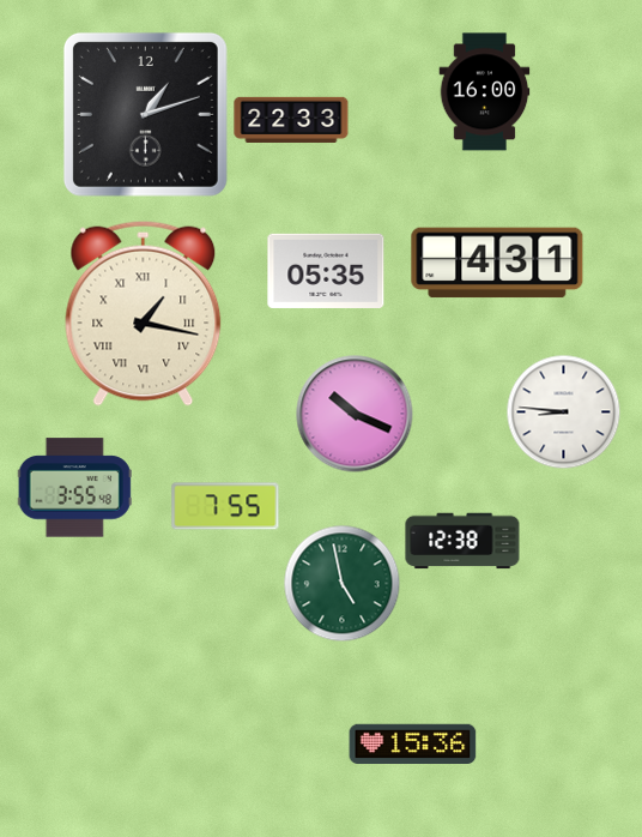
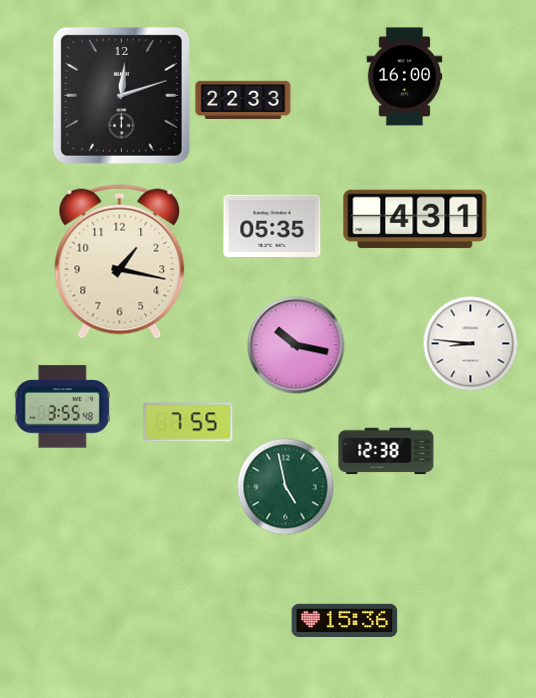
clock at (145, 114): 1:12 -> 12:12
clock at (144, 313) numerals: Roman -> Arabic
clock at (355, 414): 10:19 -> 10:17
